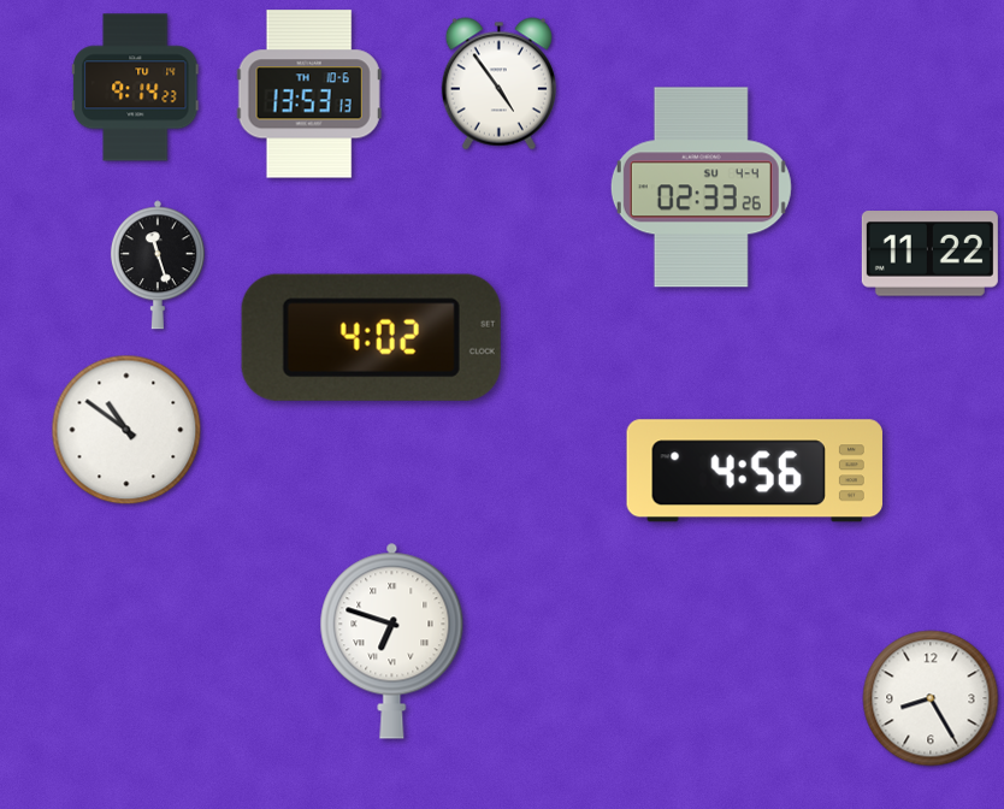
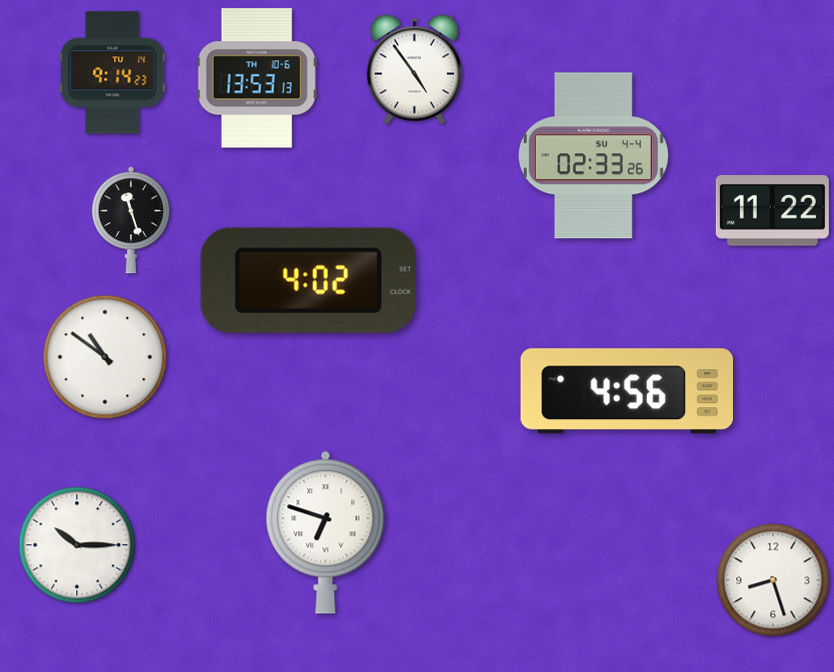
clock at (701, 188) position: (701, 188) -> (593, 156)
clock at (77, 545): none -> 10:15
clock at (931, 698): 8:25 -> 8:27
